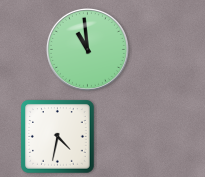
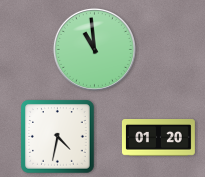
clock at (87, 49) position: (87, 49) -> (94, 49)
clock at (158, 138): none -> 01:20
